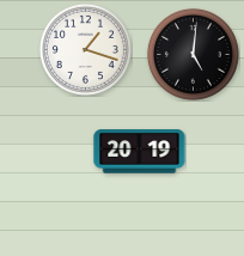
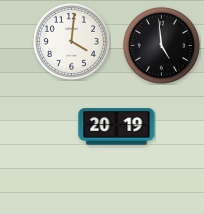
clock at (85, 49): 1:18 -> 4:01
clock at (193, 54): 5:01 -> 4:59
